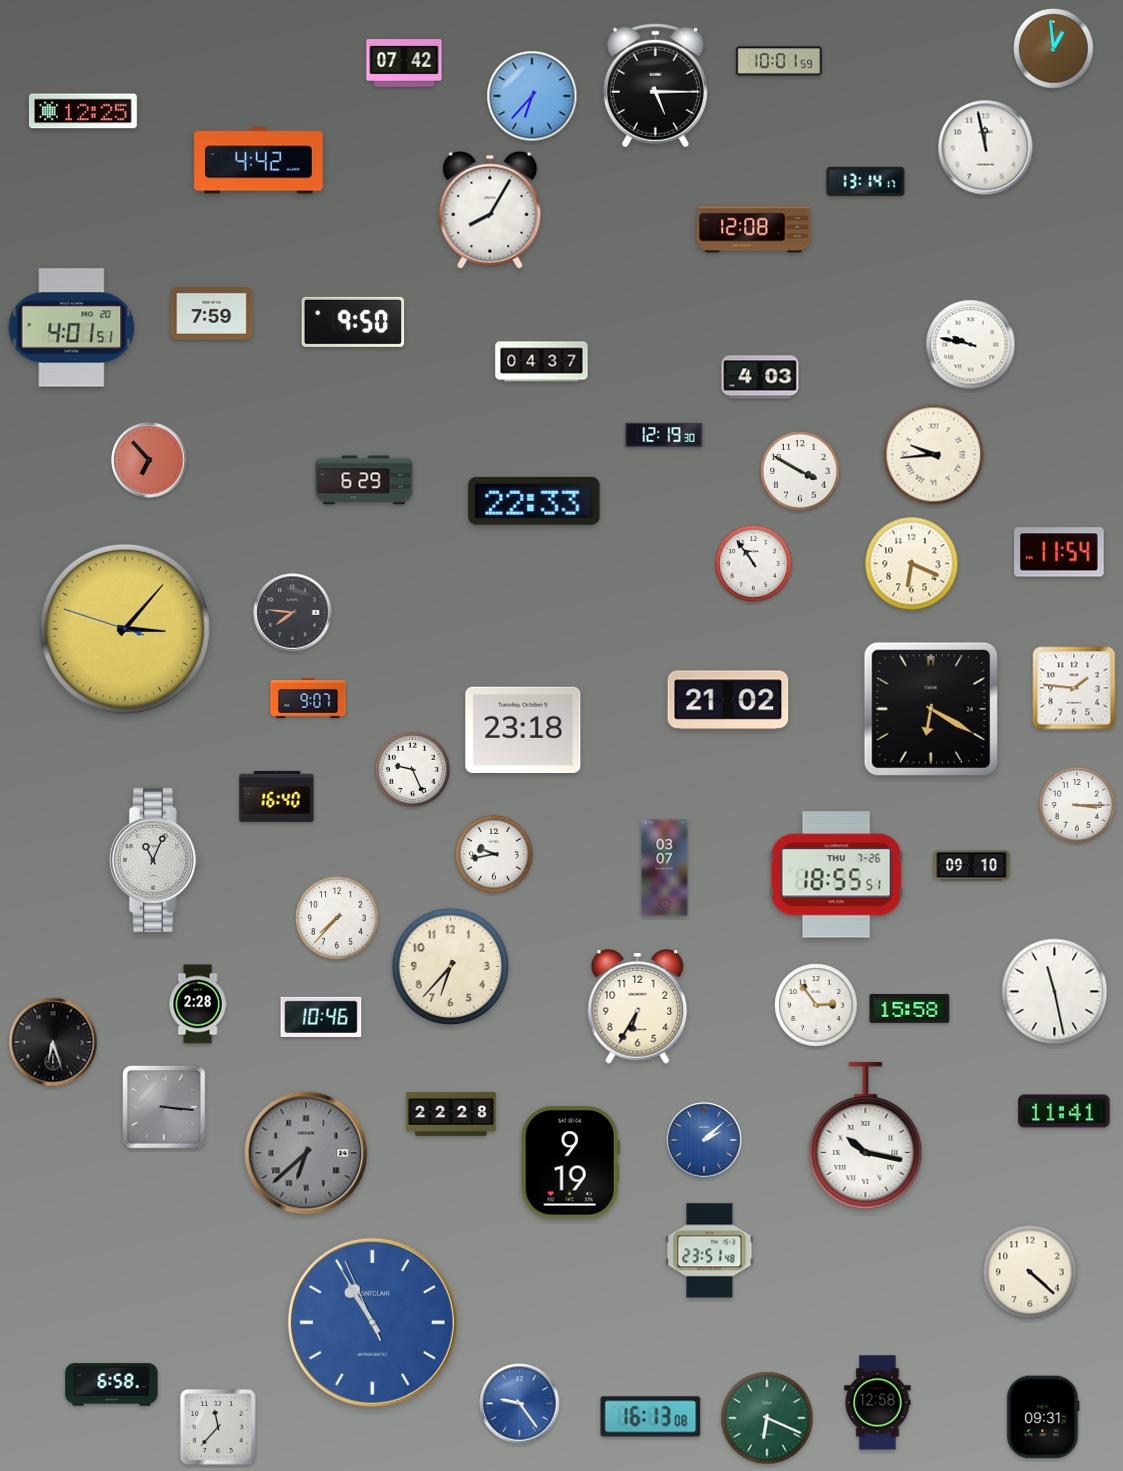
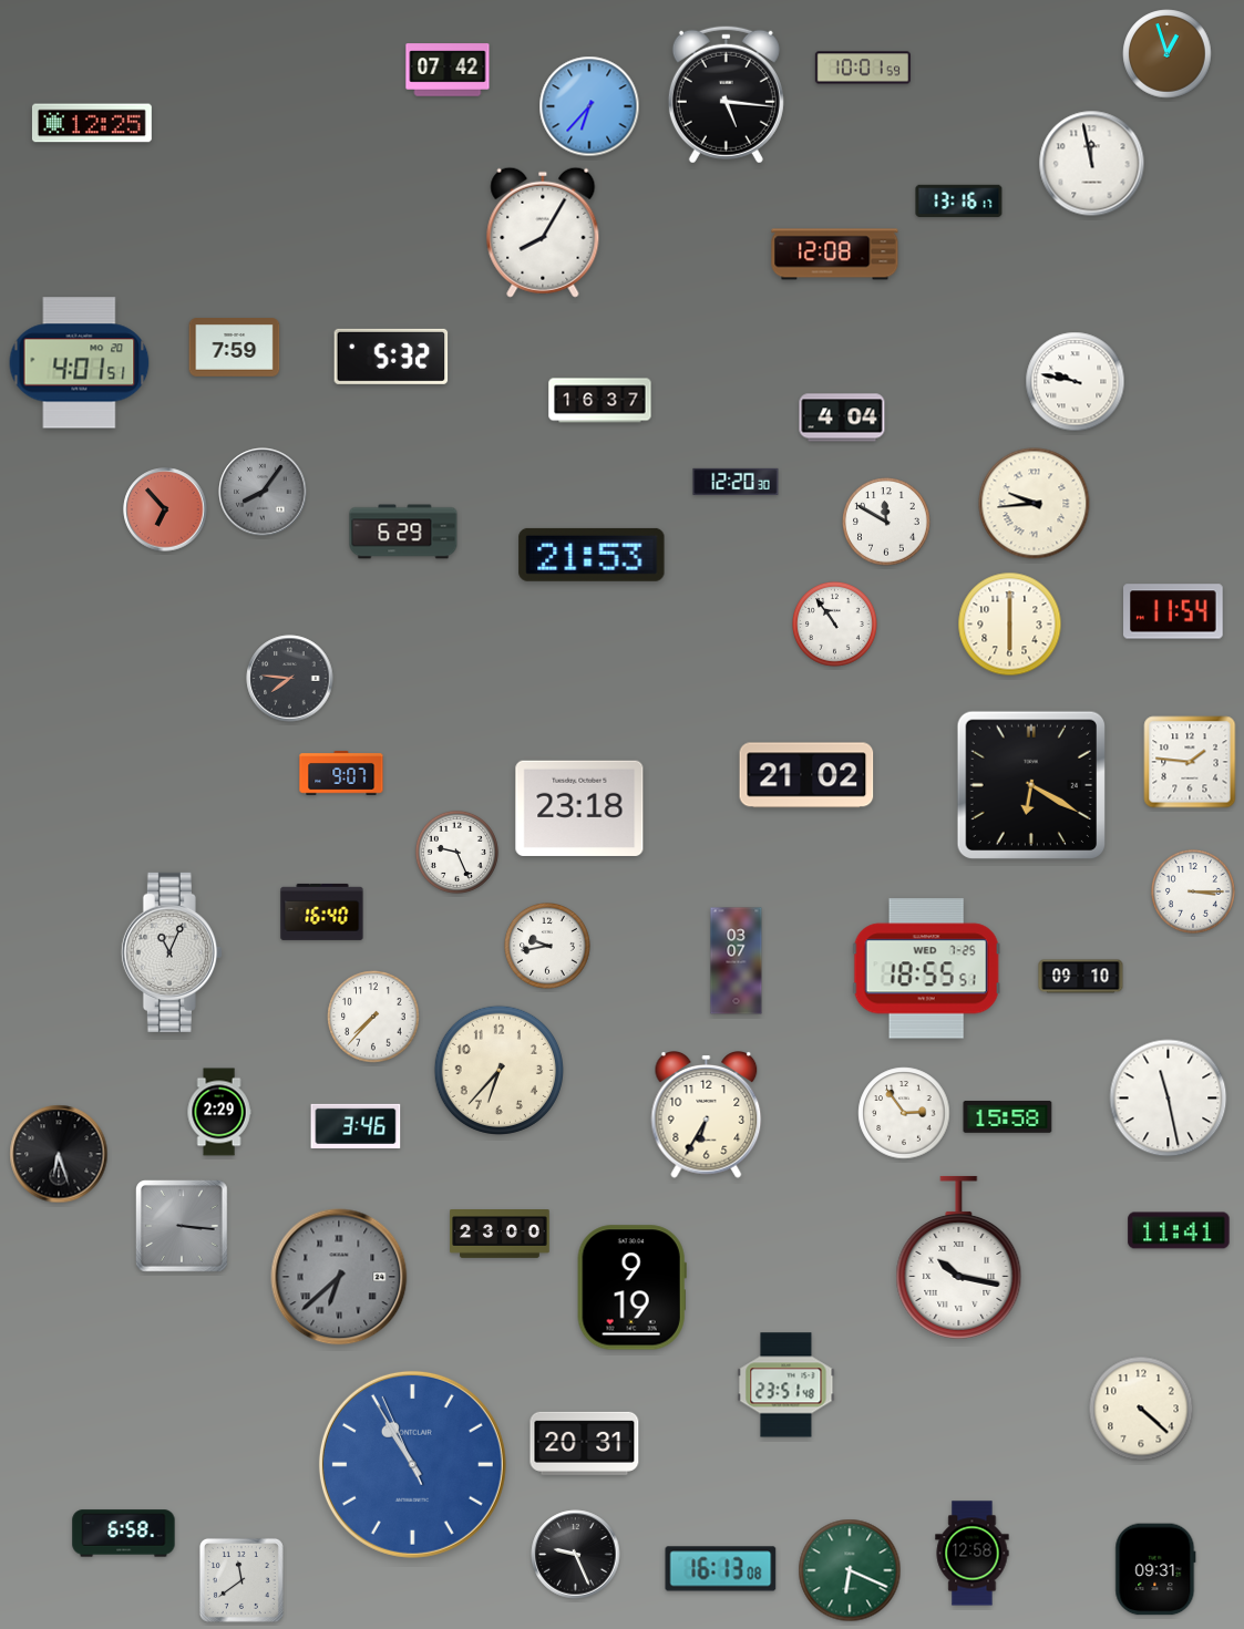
clock at (1054, 49): 12:59 -> 12:57
clock at (655, 85): 5:15 -> 5:16
clock at (259, 161): 4:42 -> none
clock at (866, 181): 13:14 -> 13:16
clock at (353, 322): 9:50 -> 5:32
clock at (542, 362): 04:37 -> 16:37
clock at (760, 377): 4:03 -> 4:04
clock at (664, 434): 12:19 -> 12:20
clock at (263, 492): none -> 8:06
clock at (800, 471): 3:50 -> 11:50
clock at (534, 501): 22:33 -> 21:53
clock at (912, 564): 6:19 -> 6:00
clock at (293, 613) position: (293, 613) -> (290, 679)
clock at (125, 629): 3:06 -> none
clock at (277, 796) position: (277, 796) -> (322, 911)
clock at (972, 866) position: (972, 866) -> (1081, 977)
clock at (836, 875) date: THU 7-26 -> WED 7-25
clock at (198, 1004): 2:28 -> 2:29
clock at (321, 1017): 10:46 -> 3:46
clock at (451, 1115): 22:28 -> 23:00
clock at (704, 1140): 2:08 -> none
clock at (585, 1443): none -> 20:31
clock at (520, 1404): 9:24 -> 9:26
clock at (520, 1404) dial: blue -> black
clock at (218, 1427): 11:37 -> 11:39
